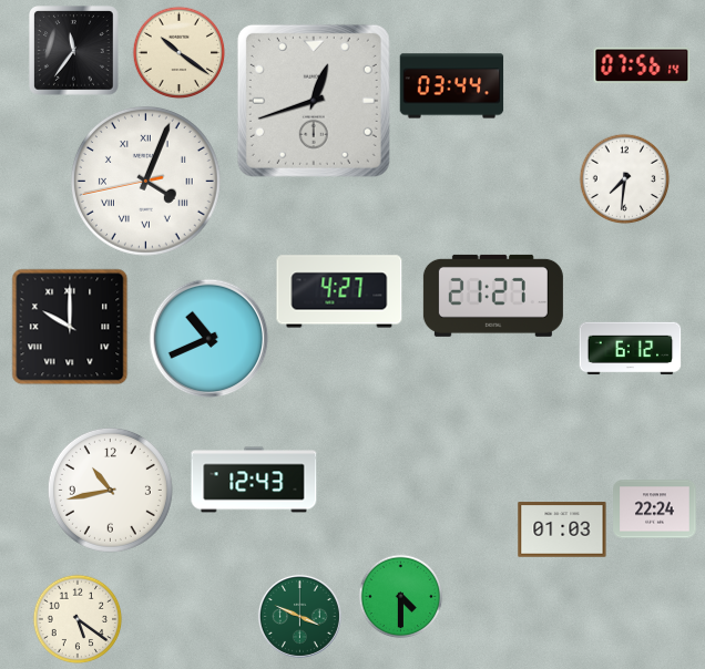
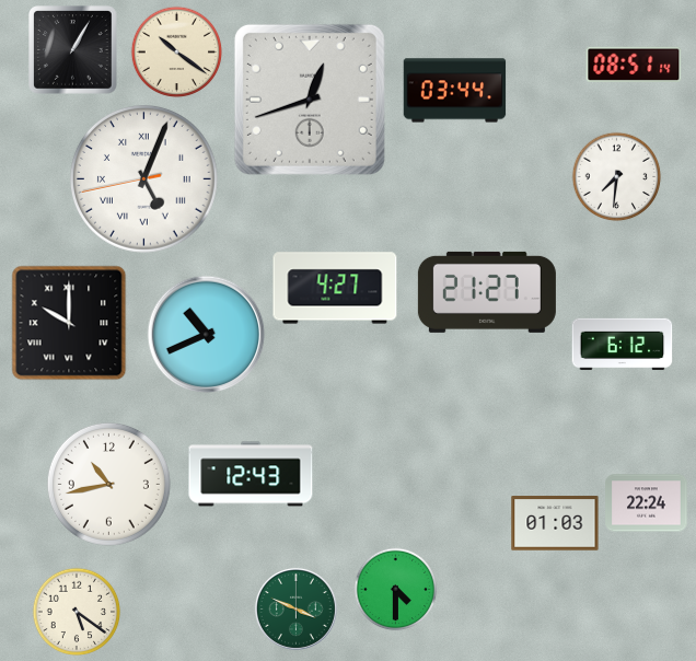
clock at (74, 51): 11:36 -> 1:05
clock at (642, 64): 07:56 -> 08:51
clock at (452, 86) position: (452, 86) -> (455, 91)
clock at (146, 182): 4:03 -> 5:03
